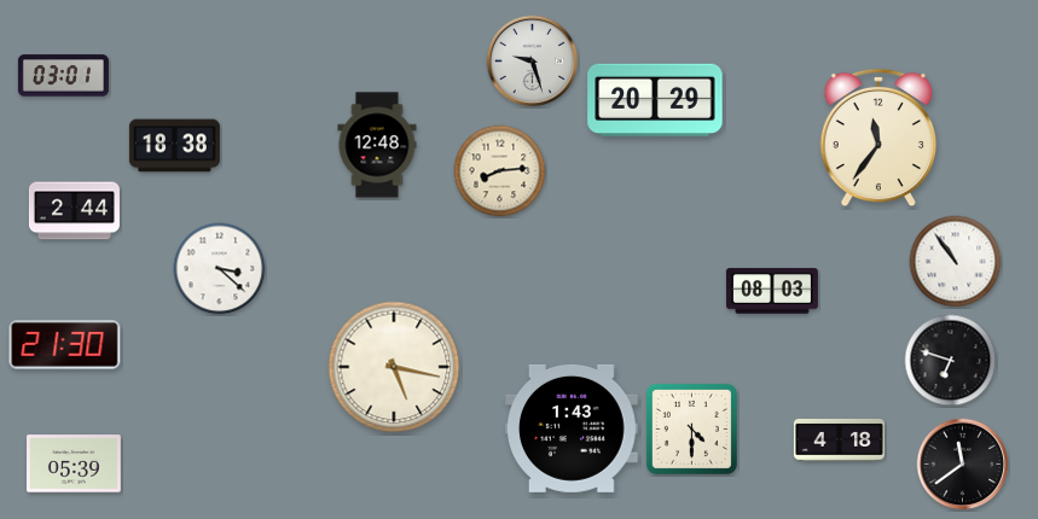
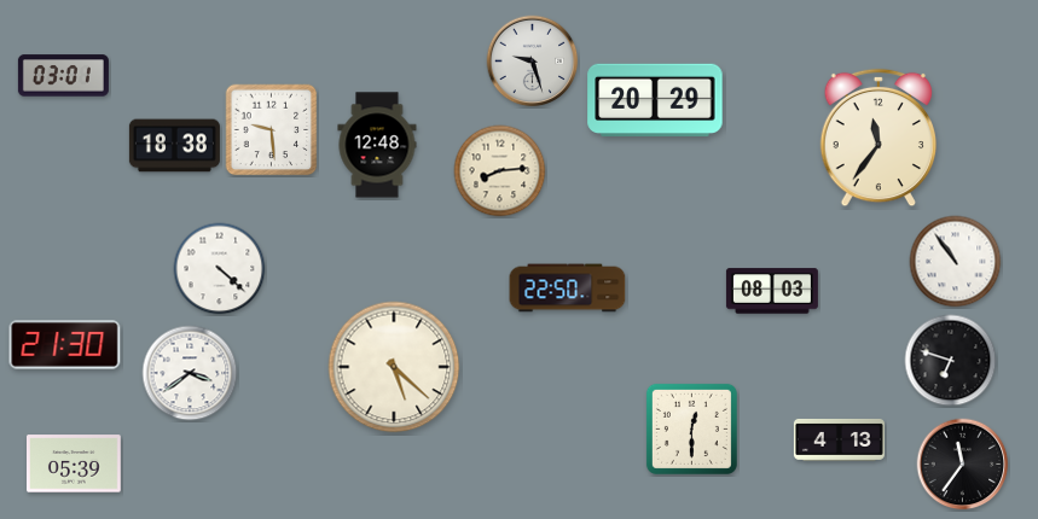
clock at (272, 130): none -> 9:29
clock at (74, 211): 2:44 -> none
clock at (220, 269): 3:22 -> 4:22
clock at (568, 288): none -> 22:50
clock at (394, 367): 5:17 -> 5:22
clock at (190, 373): none -> 3:39
clock at (572, 428): 1:43 -> none
clock at (691, 428): 4:30 -> 12:30
clock at (839, 439): 4:18 -> 4:13
clock at (963, 465): 11:39 -> 11:36
